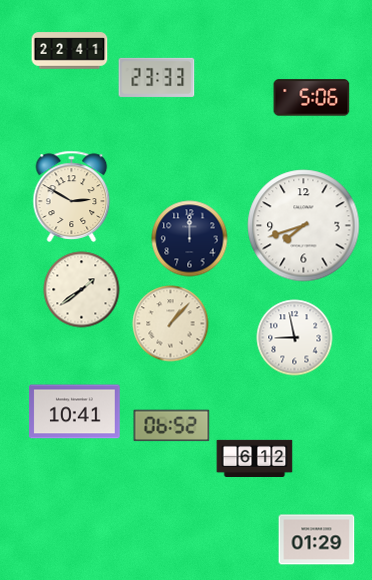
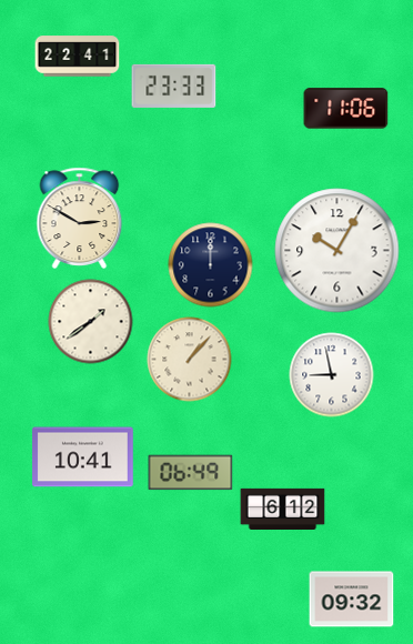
clock at (312, 98): 5:06 -> 11:06
clock at (304, 226): 7:42 -> 10:05
clock at (295, 338) position: (295, 338) -> (332, 375)
clock at (172, 426): 06:52 -> 06:49
clock at (317, 540): 01:29 -> 09:32
